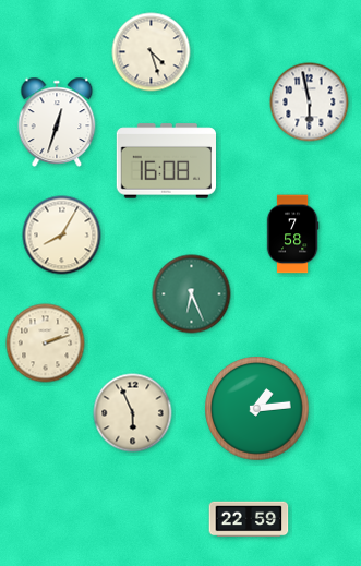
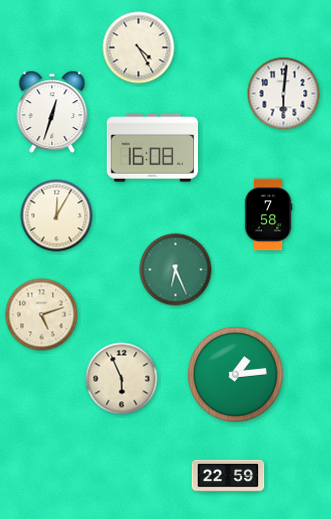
clock at (152, 52): 4:27 -> 4:25
clock at (310, 103): 5:58 -> 6:01
clock at (62, 236): 8:05 -> 12:05
clock at (46, 344): 2:12 -> 5:12
